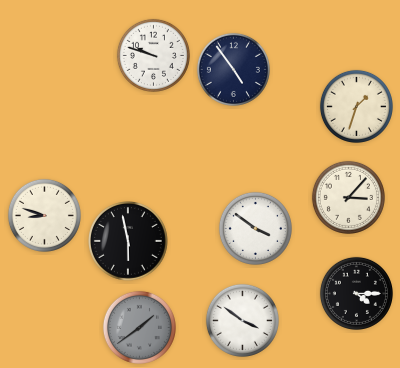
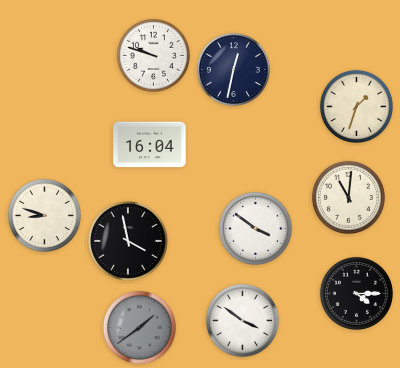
clock at (233, 69): 4:54 -> 12:32
clock at (150, 145): none -> 16:04
clock at (348, 197): 3:07 -> 11:01
clock at (129, 242): 5:58 -> 3:58
